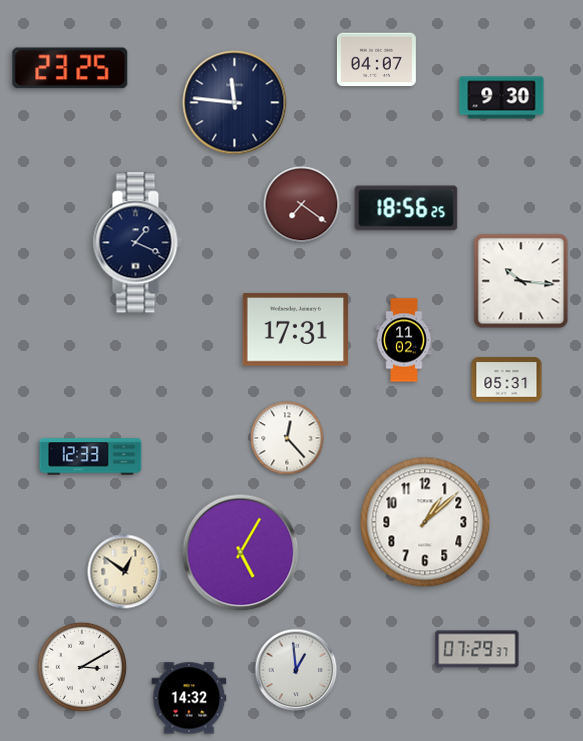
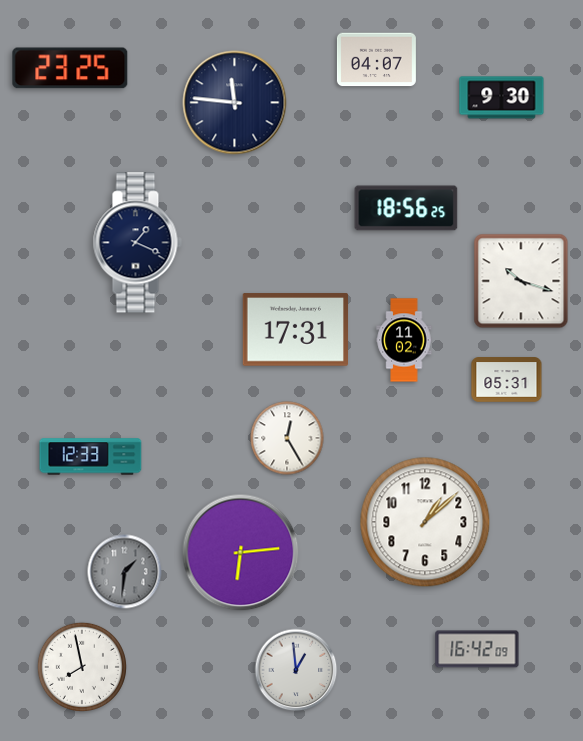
clock at (302, 205): 7:21 -> none
clock at (521, 281): 10:16 -> 10:18
clock at (287, 438): 12:23 -> 12:25
clock at (241, 553): 5:05 -> 6:14
clock at (125, 572): 12:51 -> 1:31
clock at (125, 572) dial: cream -> grey
clock at (477, 649): 07:29 -> 16:42
clock at (82, 667): 3:10 -> 7:58
clock at (189, 698): 14:32 -> none
